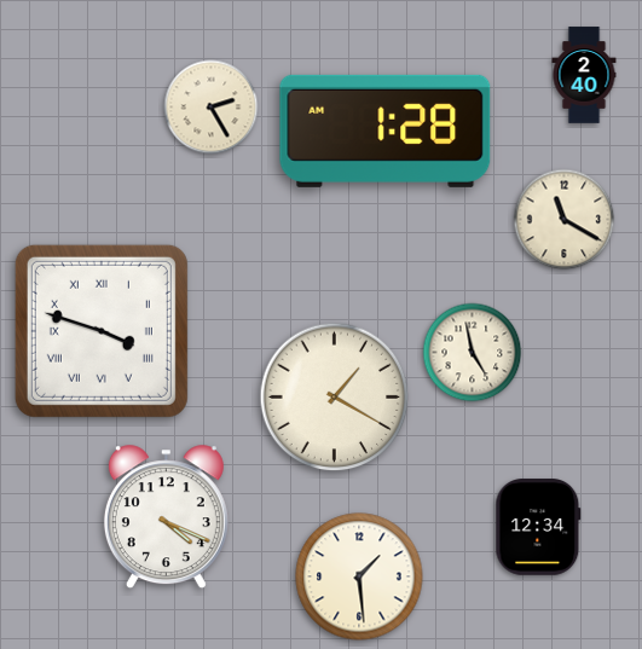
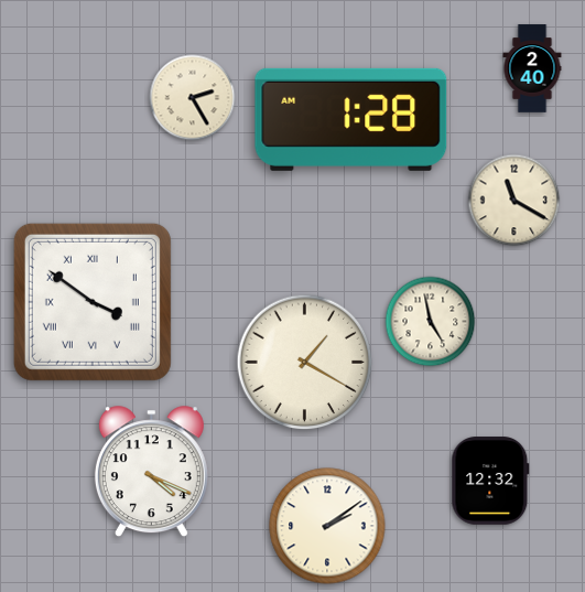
clock at (102, 331): 3:48 -> 3:51
clock at (538, 527): 12:34 -> 12:32
clock at (359, 576): 1:29 -> 2:09
